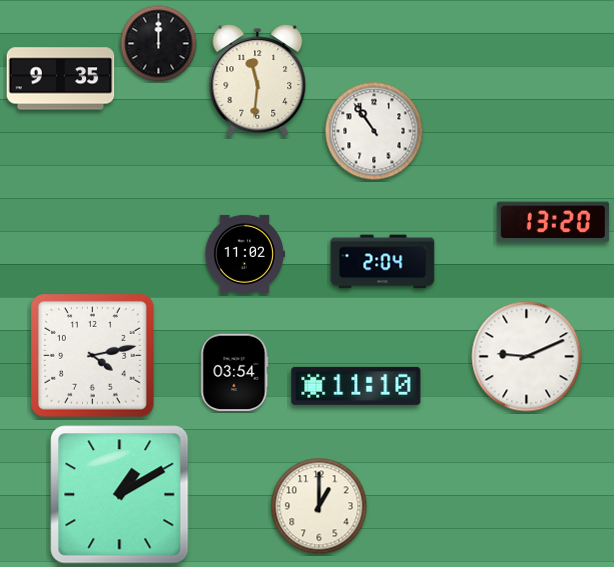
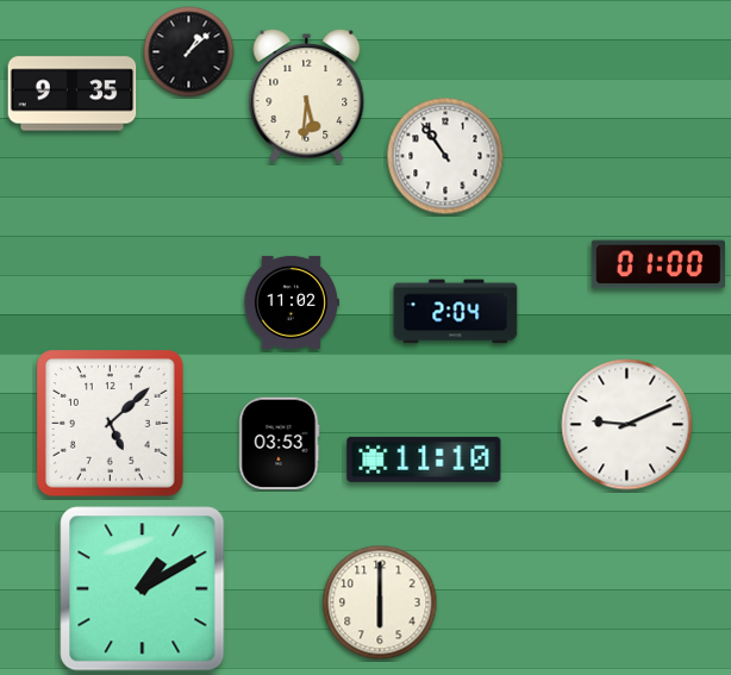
clock at (159, 44): 12:00 -> 1:08
clock at (258, 81): 11:31 -> 5:31
clock at (553, 222): 13:20 -> 01:00
clock at (93, 356): 4:13 -> 5:08
clock at (235, 373): 03:54 -> 03:53
clock at (319, 506): 1:00 -> 6:00
